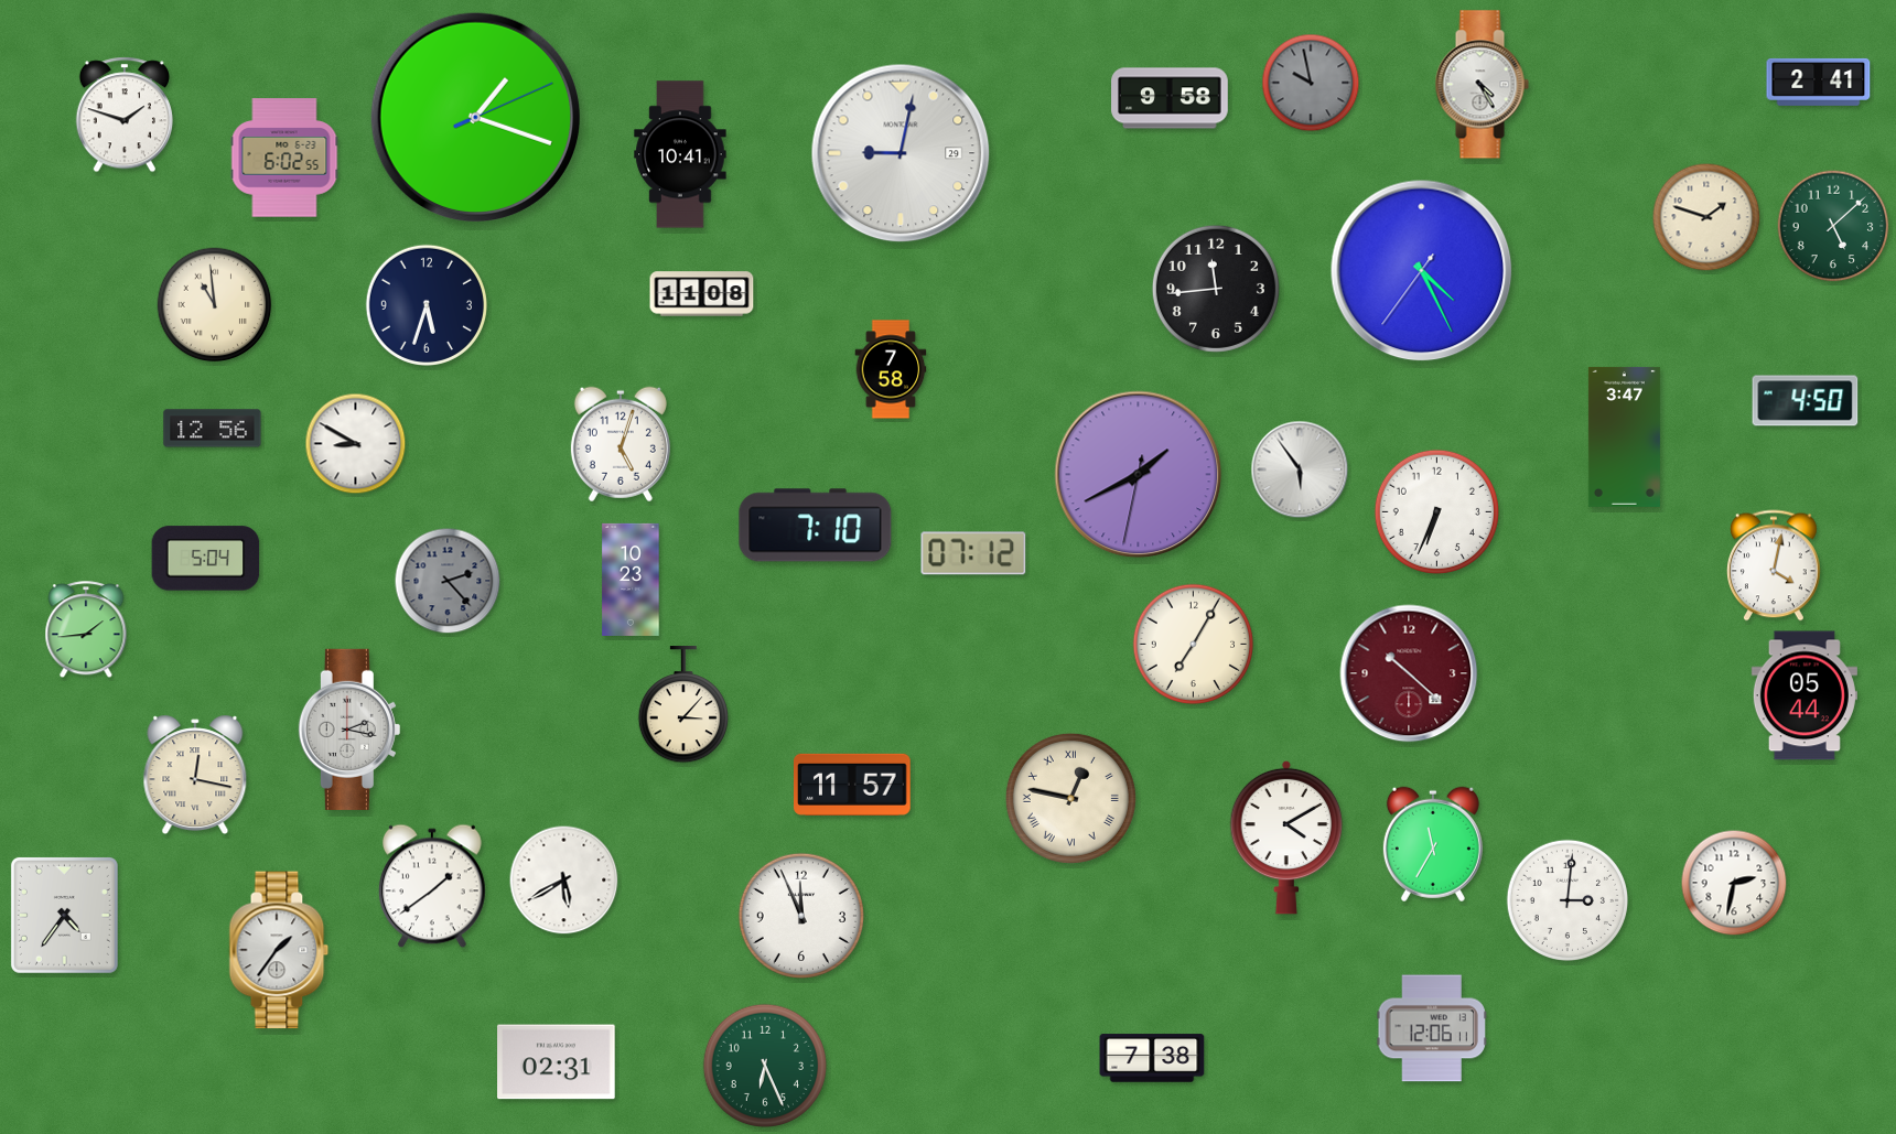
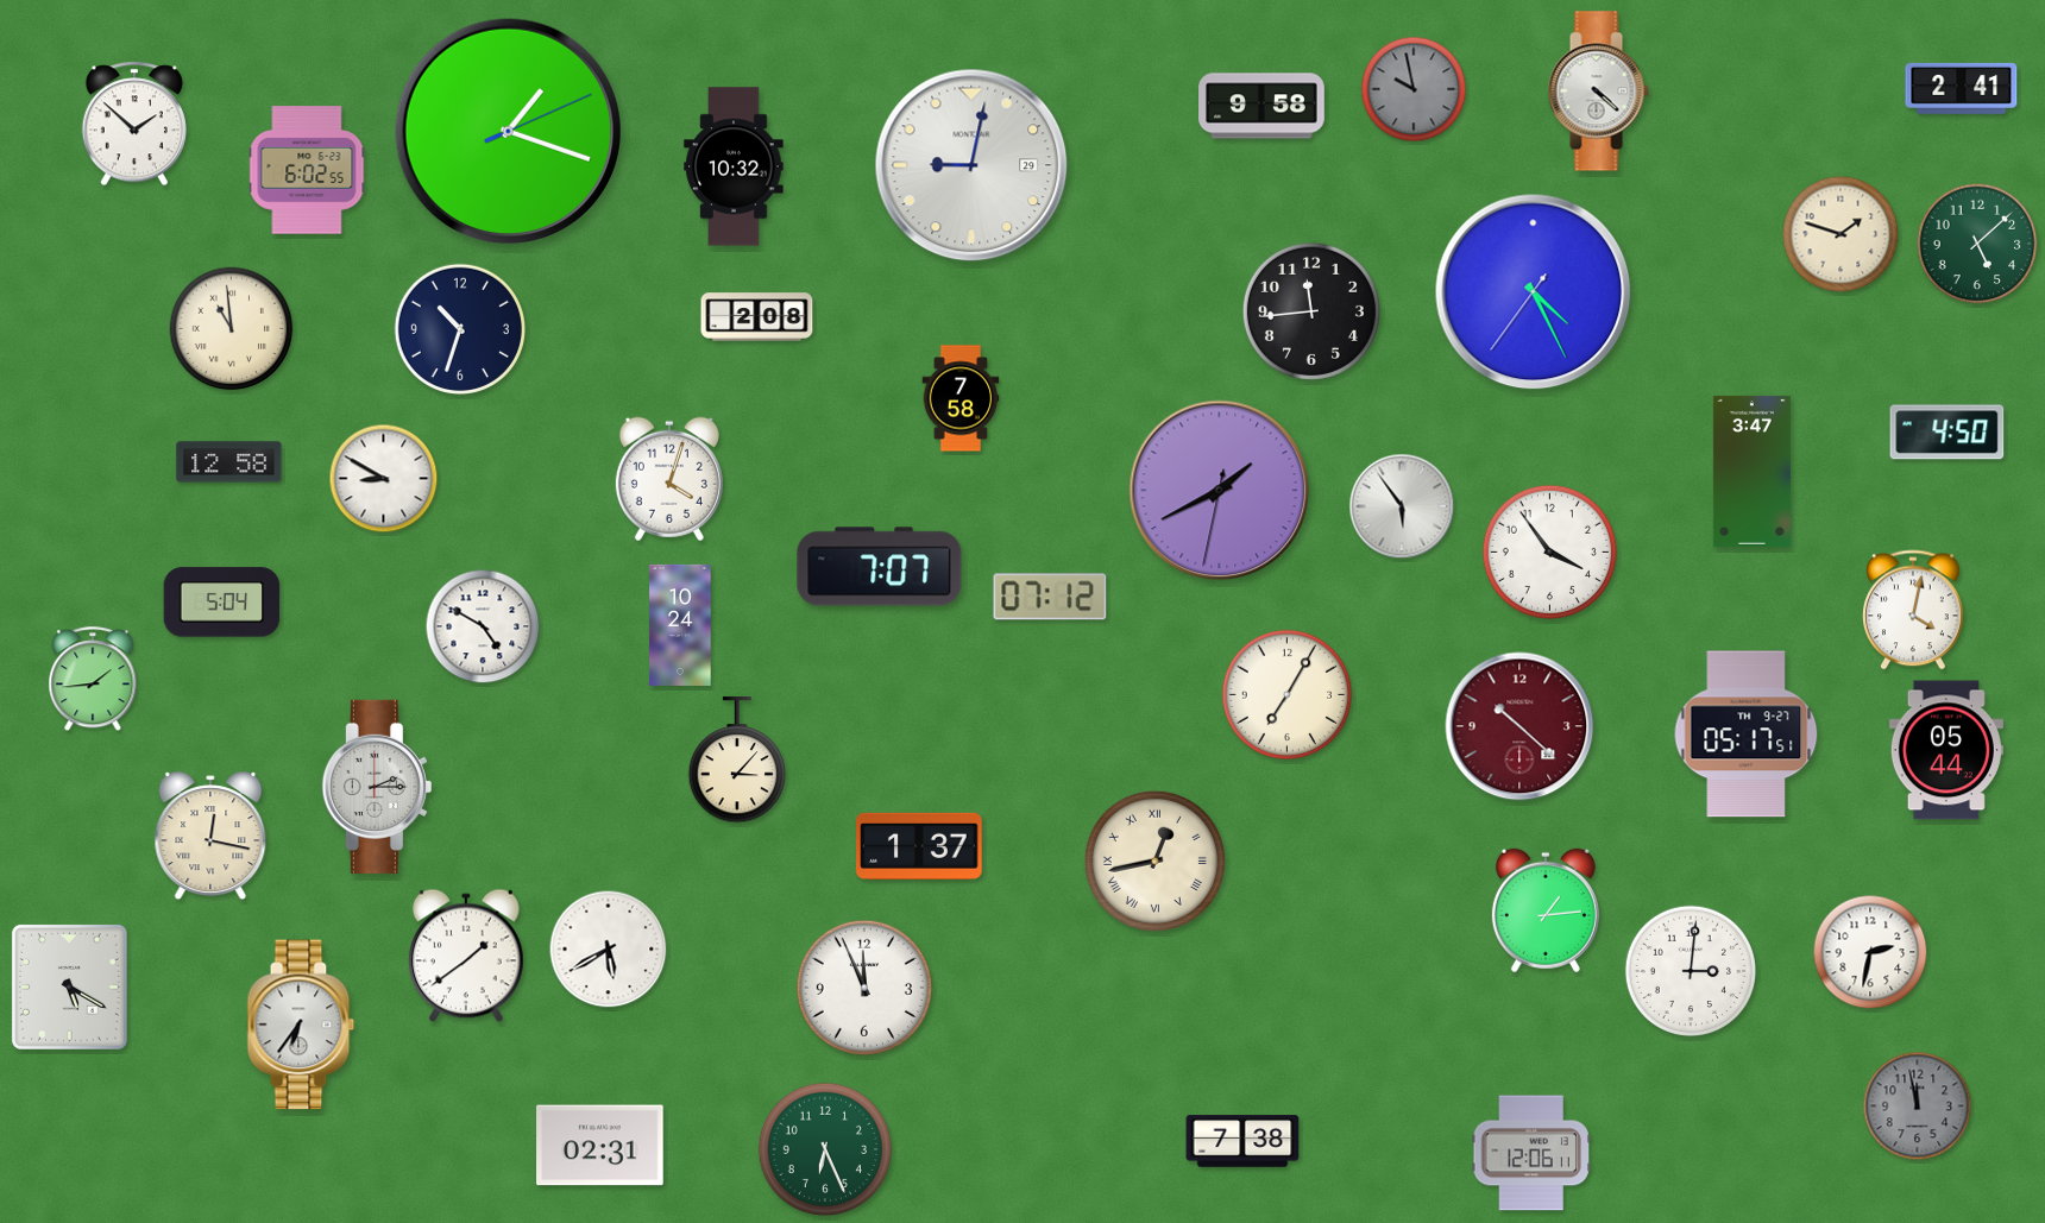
clock at (1482, 85): 4:25 -> 4:22
clock at (125, 115): 1:48 -> 1:52
clock at (475, 117) position: (475, 117) -> (508, 131)
clock at (680, 154): 10:41 -> 10:32
clock at (702, 294): 11:08 -> 2:08
clock at (425, 304): 5:33 -> 10:33
clock at (213, 429): 12:56 -> 12:58
clock at (621, 444): 5:03 -> 4:03
clock at (1139, 475) position: (1139, 475) -> (1220, 491)
clock at (1436, 511): 6:34 -> 3:54
clock at (816, 526): 7:10 -> 7:07
clock at (631, 580): 10:23 -> 10:24
clock at (448, 581): 2:23 -> 4:50
clock at (448, 581) dial: grey -> white
clock at (1747, 735): none -> 05:17
clock at (349, 730): 2:17 -> 2:15
clock at (853, 785): 11:57 -> 1:37
clock at (1070, 798): 12:47 -> 12:43
clock at (1286, 838): 4:10 -> none
clock at (1433, 844): 11:35 -> 1:14
clock at (64, 915): 4:36 -> 5:20
clock at (279, 950): 1:36 -> 6:36
clock at (1918, 1107): none -> 11:58
clock at (1431, 1028) position: (1431, 1028) -> (1530, 1153)
